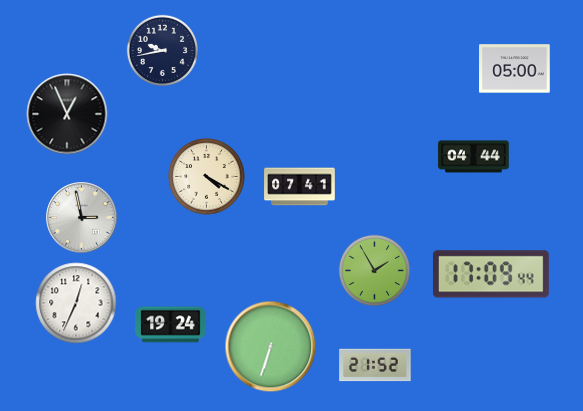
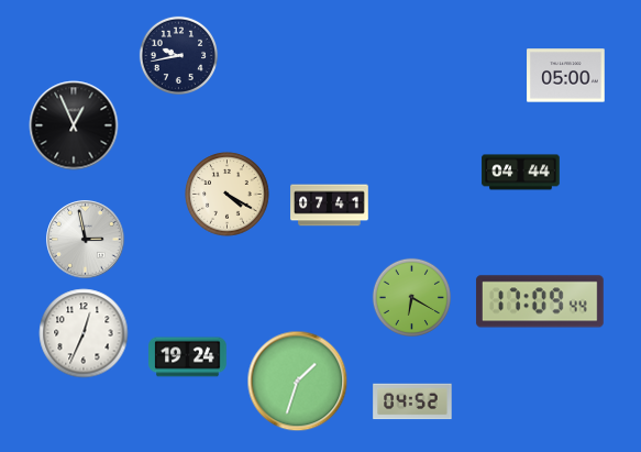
clock at (82, 218) position: (82, 218) -> (86, 240)
clock at (374, 270): 1:55 -> 6:20
clock at (271, 347): 6:33 -> 1:33
clock at (375, 365): 21:52 -> 04:52
